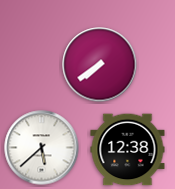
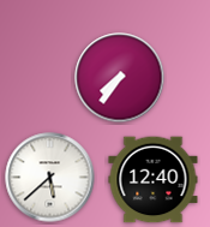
clock at (100, 65): 7:39 -> 7:36
clock at (128, 150): 12:38 -> 12:40
